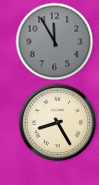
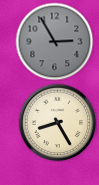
clock at (54, 41): 11:55 -> 2:55
